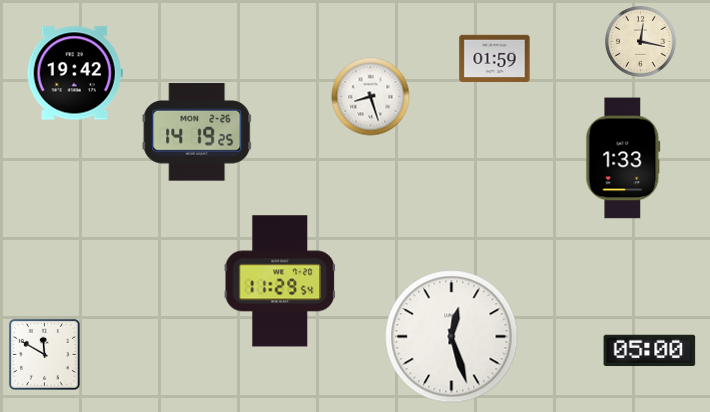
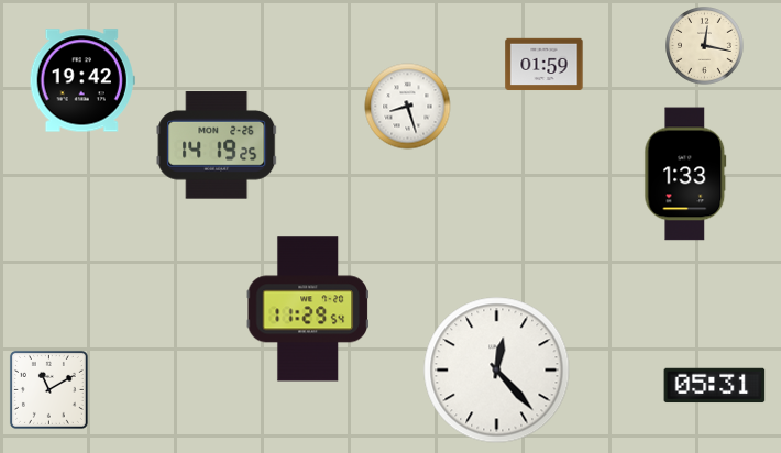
clock at (452, 337): 12:27 -> 12:23
clock at (650, 351): 05:00 -> 05:31
clock at (44, 354): 11:50 -> 11:10
